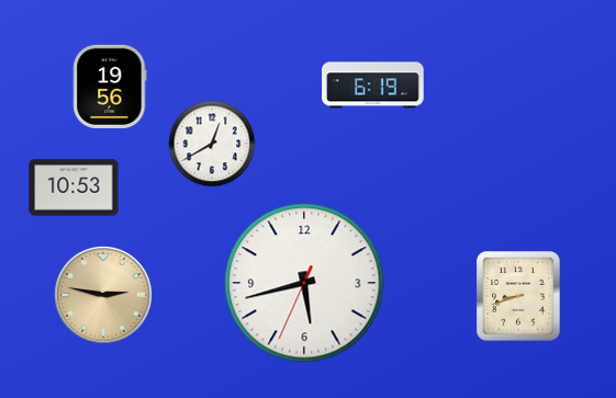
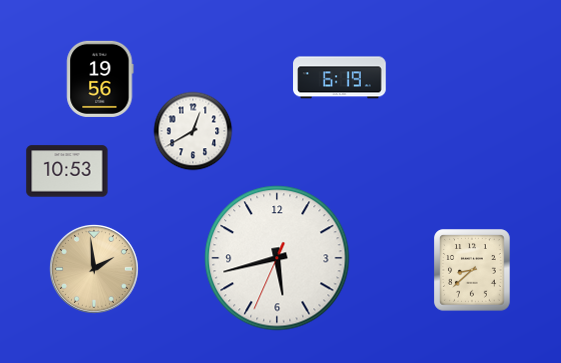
clock at (104, 296): 2:47 -> 1:59
clock at (518, 296): 8:42 -> 8:38
